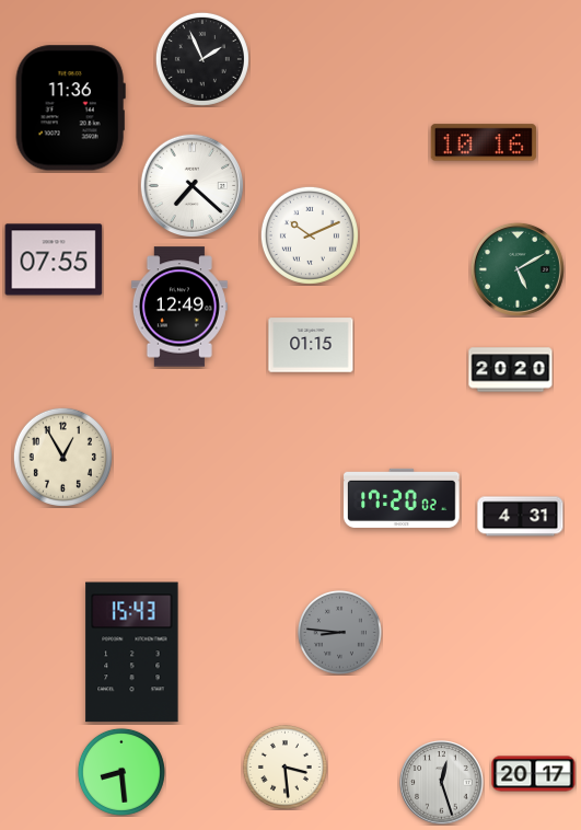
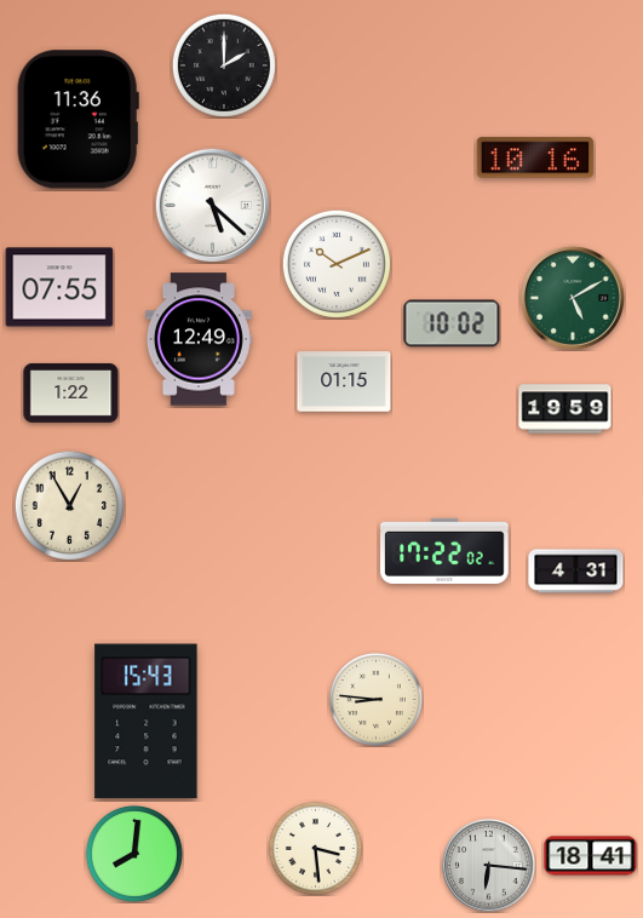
clock at (202, 59): 1:56 -> 2:00
clock at (191, 185): 7:22 -> 5:22
clock at (310, 235) position: (310, 235) -> (337, 264)
clock at (452, 323): none -> 10:02
clock at (71, 392): none -> 1:22
clock at (511, 370): 20:20 -> 19:59
clock at (402, 498): 17:20 -> 17:22
clock at (339, 632) dial: grey -> cream
clock at (121, 772): 8:29 -> 8:01
clock at (534, 774): 20:17 -> 18:41
clock at (442, 783): 12:27 -> 6:16
